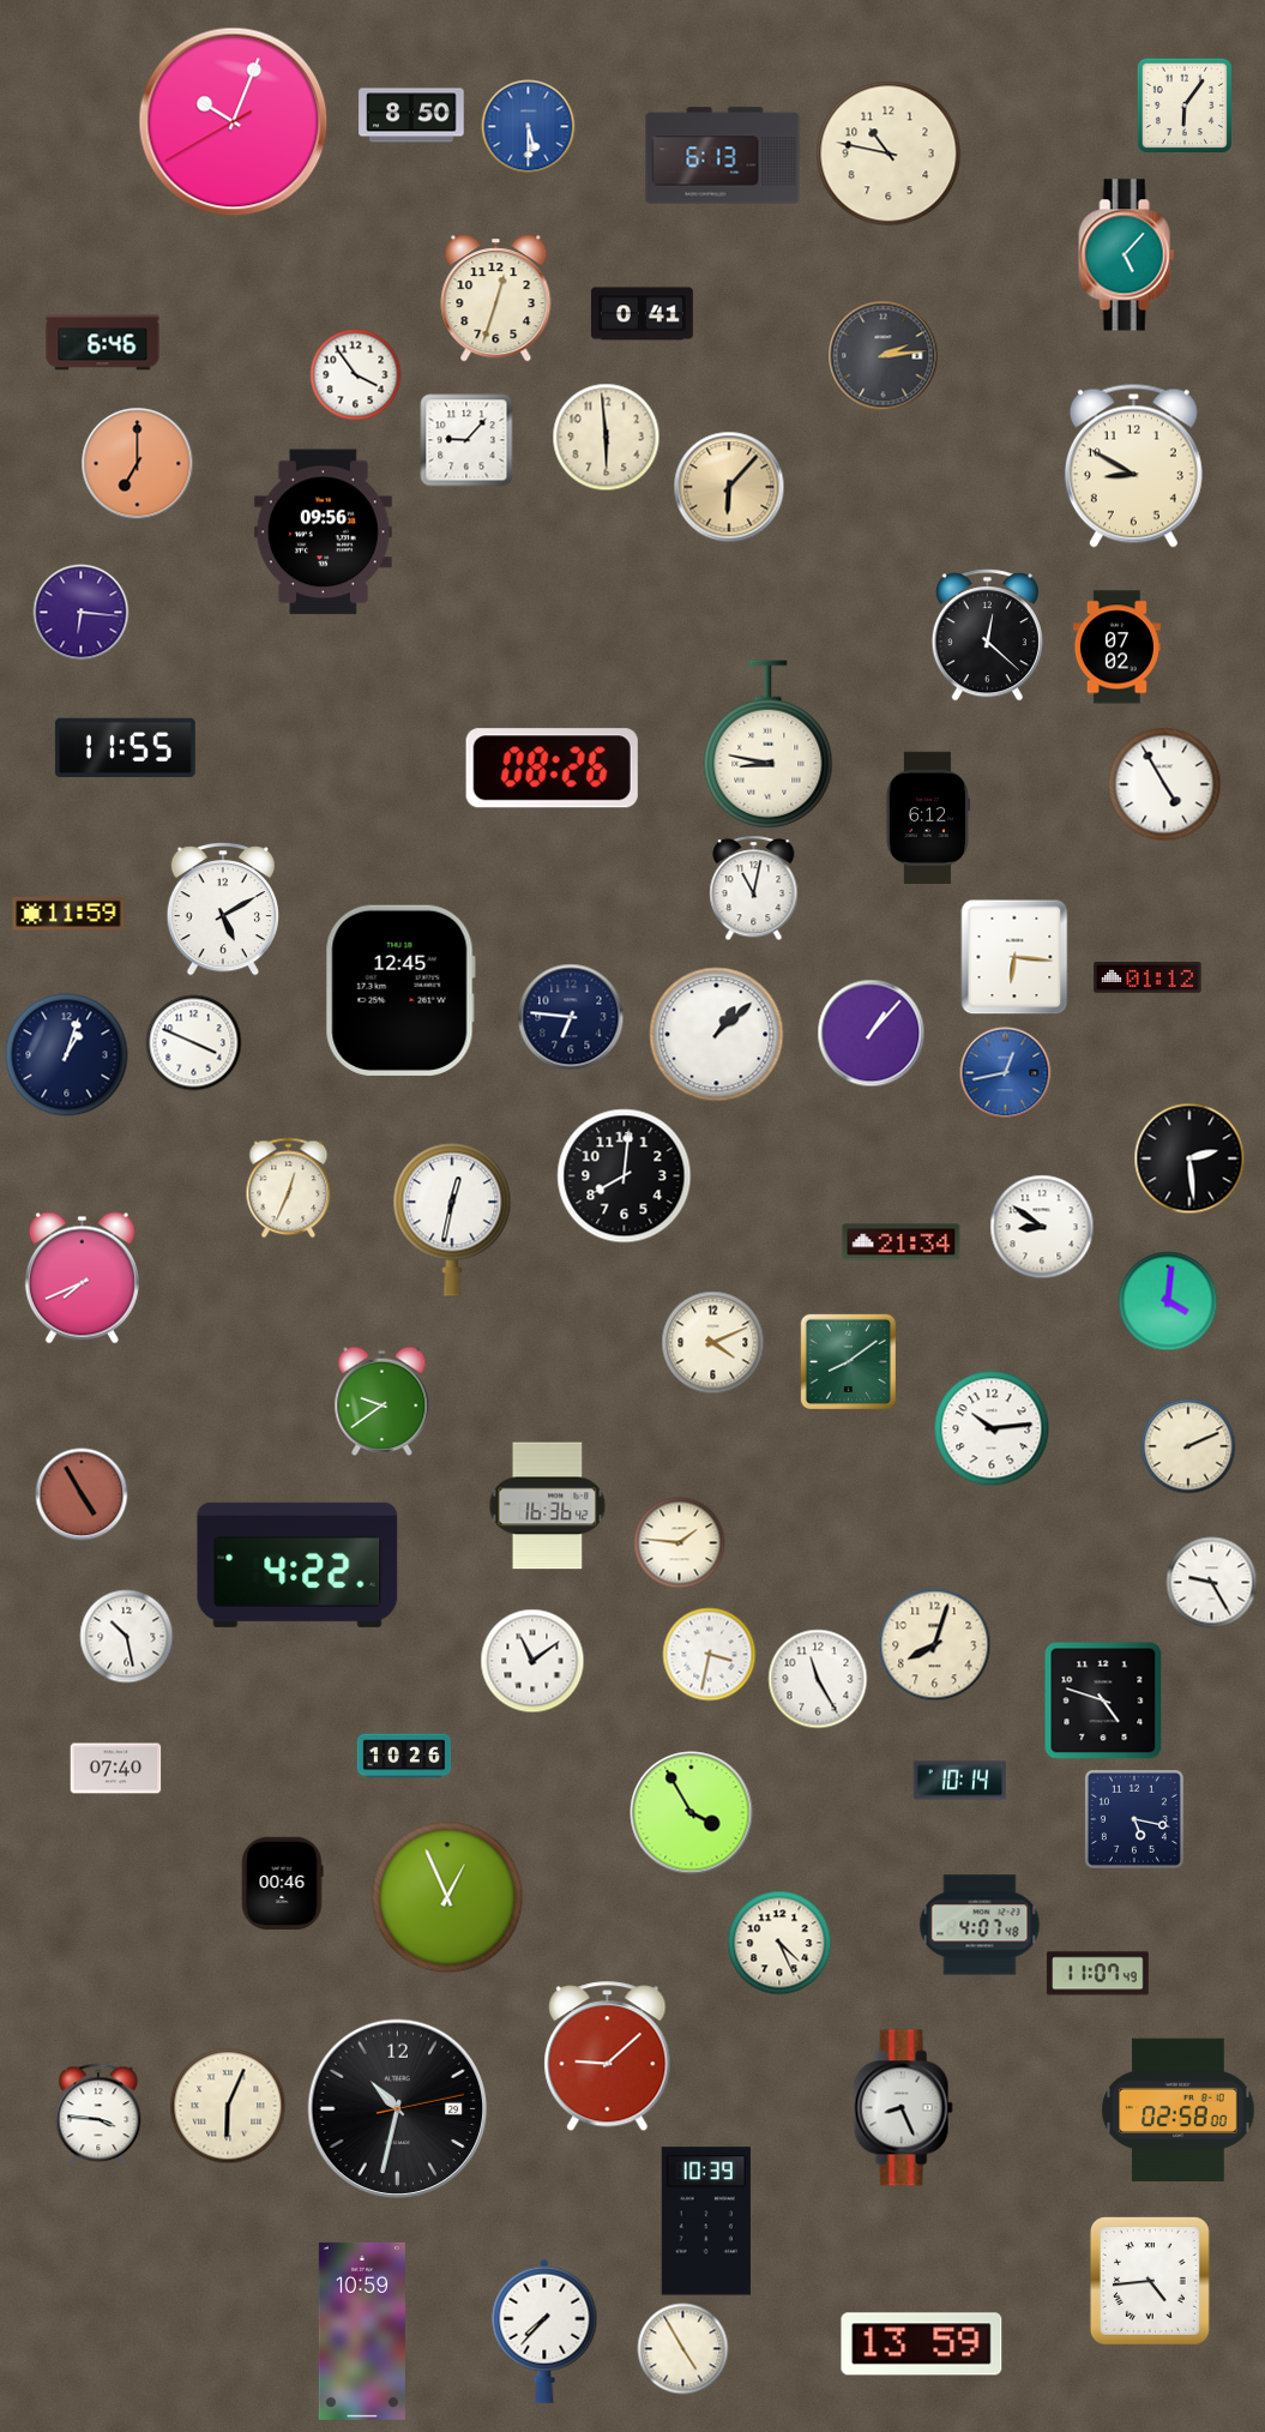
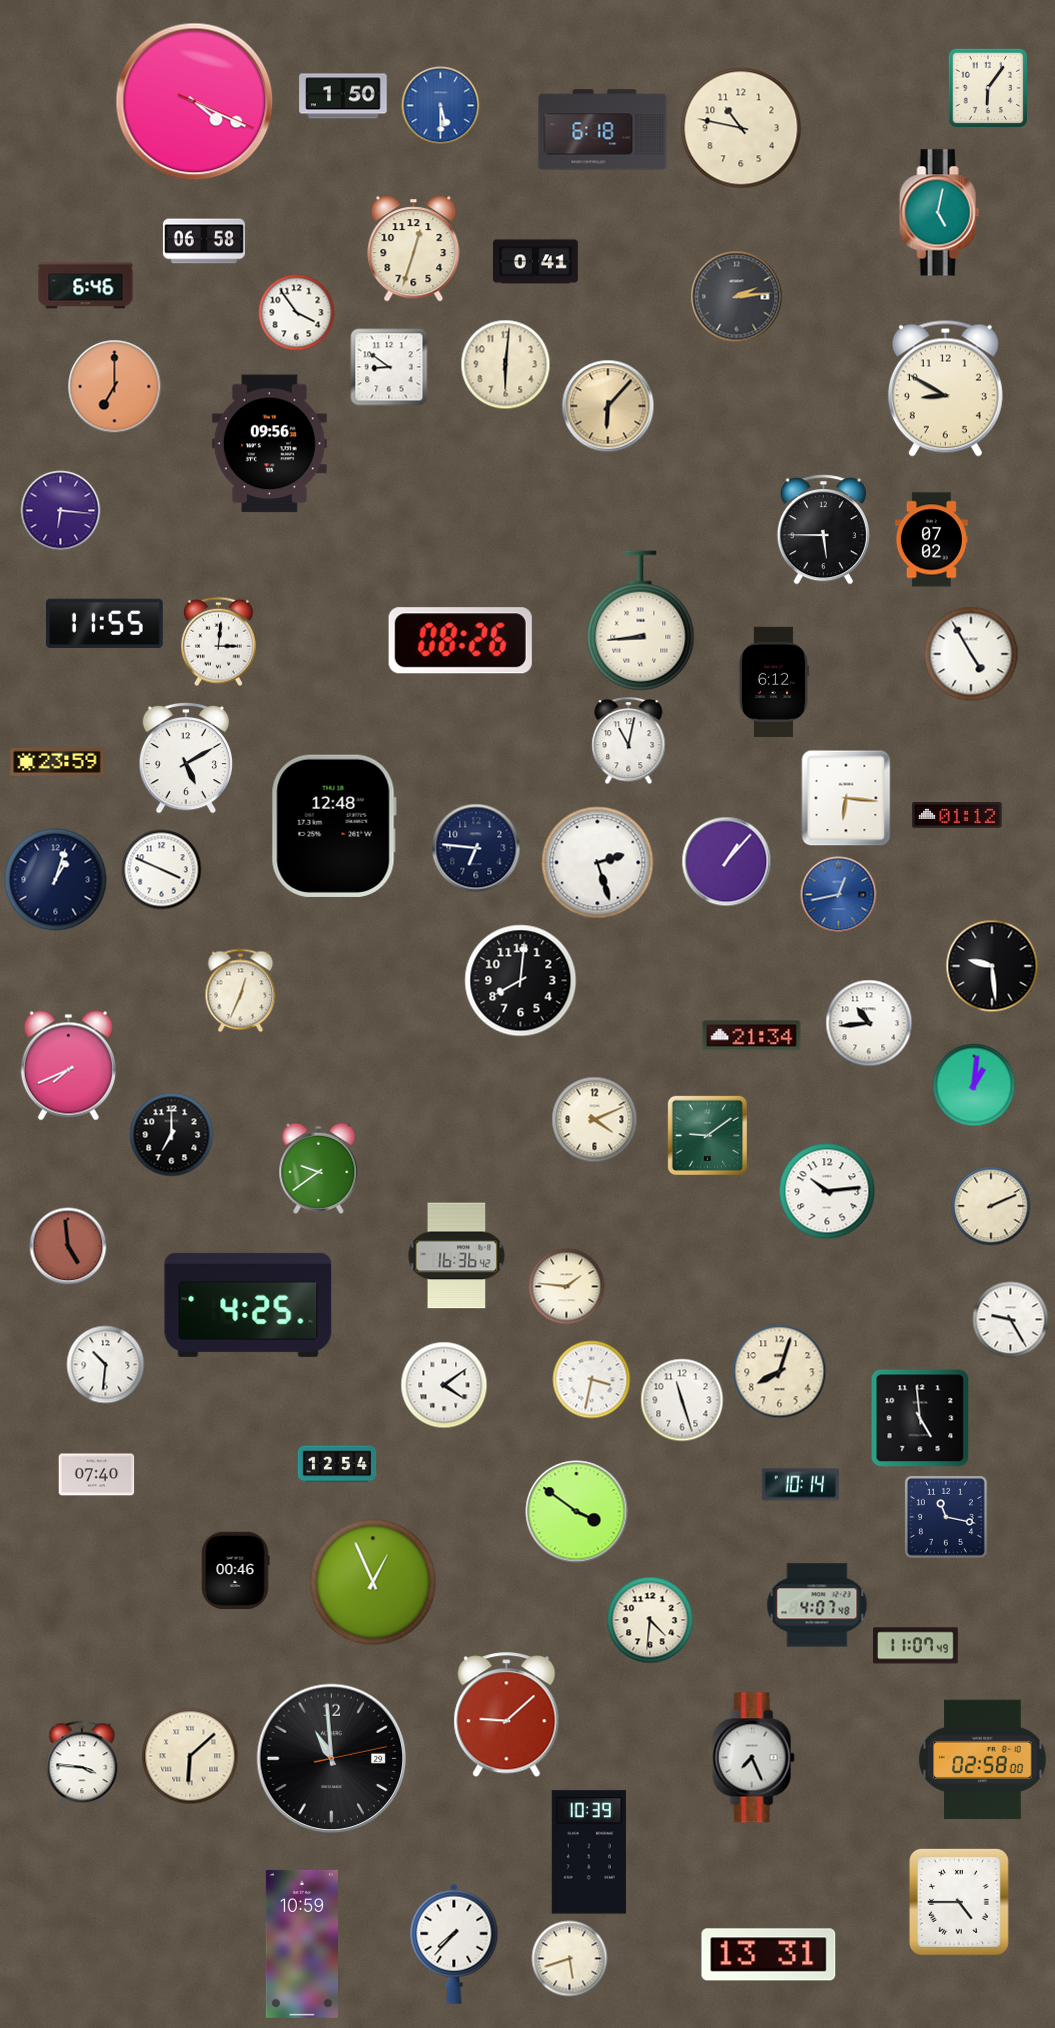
clock at (411, 115): 8:50 -> 1:50
clock at (234, 122): 10:03 -> 4:19
clock at (723, 156): 6:13 -> 6:18
clock at (1127, 255): 5:07 -> 5:02
clock at (204, 241): none -> 06:58
clock at (607, 438): 5:59 -> 6:01
clock at (466, 440): 9:07 -> 8:51
clock at (82, 613) position: (82, 613) -> (61, 511)
clock at (987, 636): 12:22 -> 5:45
clock at (769, 745): 8:47 -> 8:44
clock at (218, 642): none -> 3:01
clock at (68, 914): 11:59 -> 23:59
clock at (400, 991): 12:45 -> 12:48
clock at (717, 1035): 1:08 -> 2:27
clock at (1189, 1158): 2:29 -> 9:29
clock at (452, 1220): 12:32 -> none
clock at (1042, 1227): 8:51 -> 10:44
clock at (1168, 1301): 4:01 -> 1:01
clock at (172, 1135): none -> 7:00
clock at (848, 1361): 8:09 -> 9:09
clock at (82, 1494): 4:55 -> 4:59
clock at (297, 1565): 4:22 -> 4:25
clock at (127, 1637): 10:28 -> 10:31
clock at (532, 1661): 11:09 -> 4:09
clock at (818, 1679): 11:25 -> 11:27
clock at (1103, 1700): 4:48 -> 4:59
clock at (404, 1756): 10:26 -> 12:54
clock at (692, 1813): 3:55 -> 3:51
clock at (1134, 1819): 5:17 -> 11:17
clock at (779, 1943): 4:26 -> 4:31
clock at (228, 2106): 6:04 -> 6:08
clock at (903, 2108): 8:26 -> 7:26
clock at (398, 2109): 10:32 -> 10:59
clock at (1150, 2281): 4:44 -> 4:45
clock at (922, 2344): 13:59 -> 13:31
clock at (683, 2349): 4:55 -> 5:42
